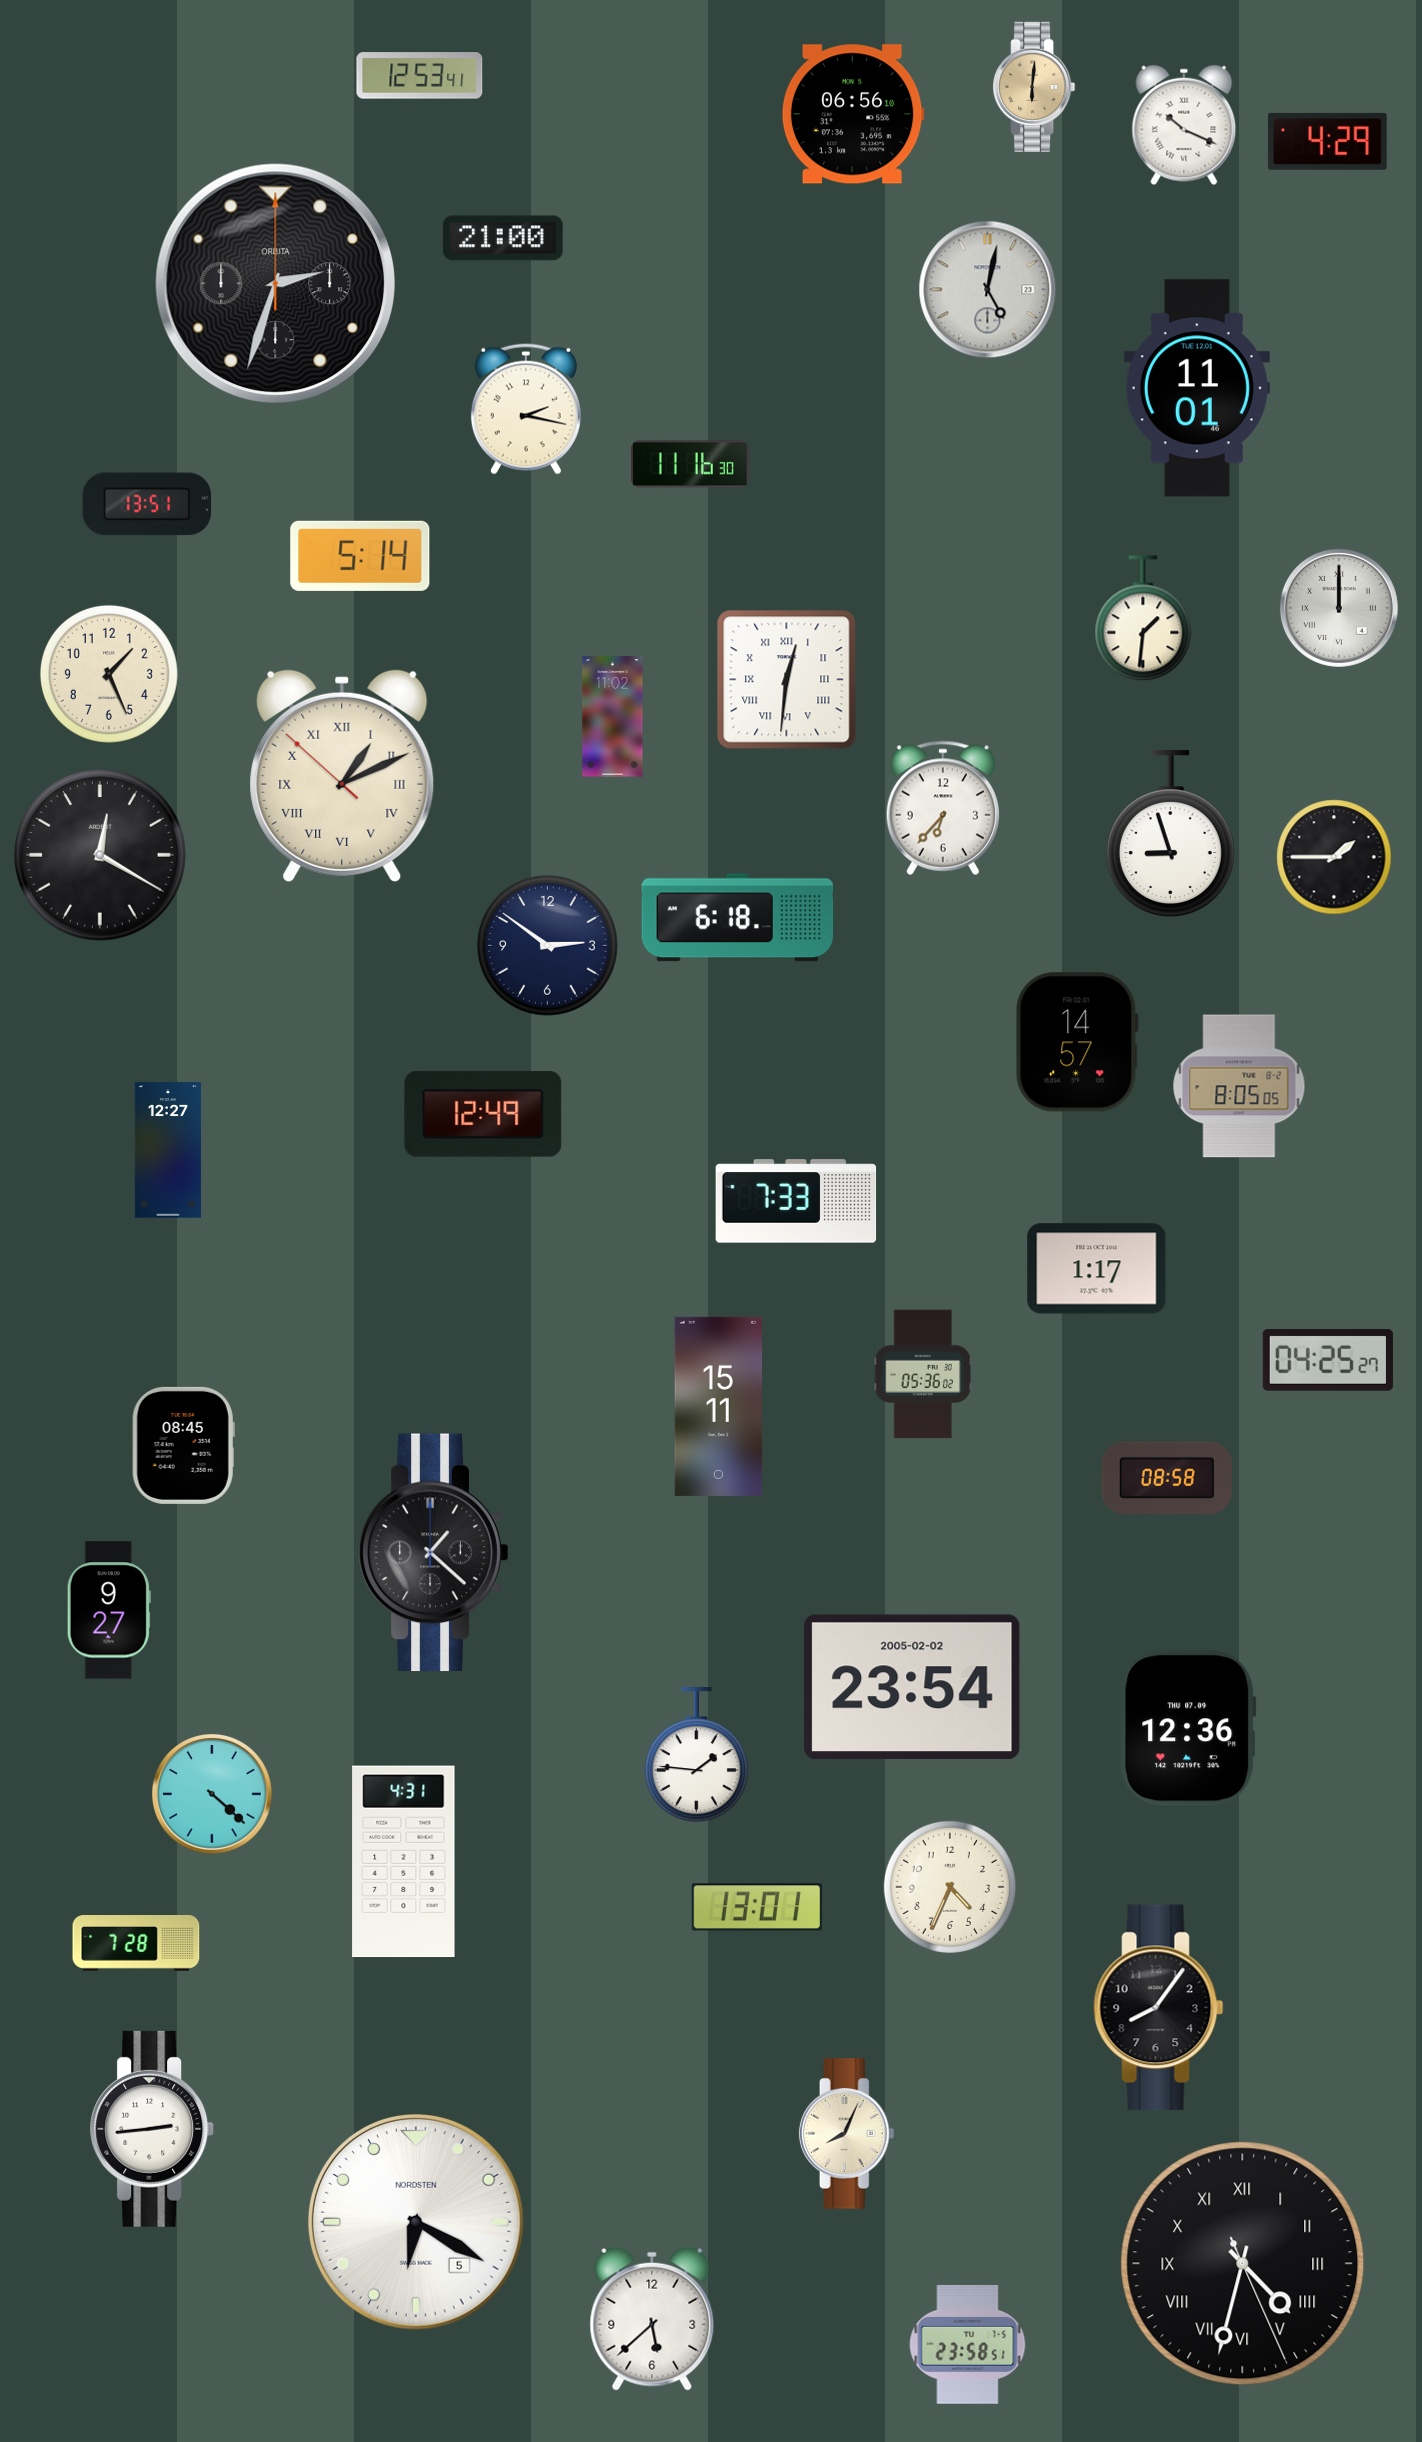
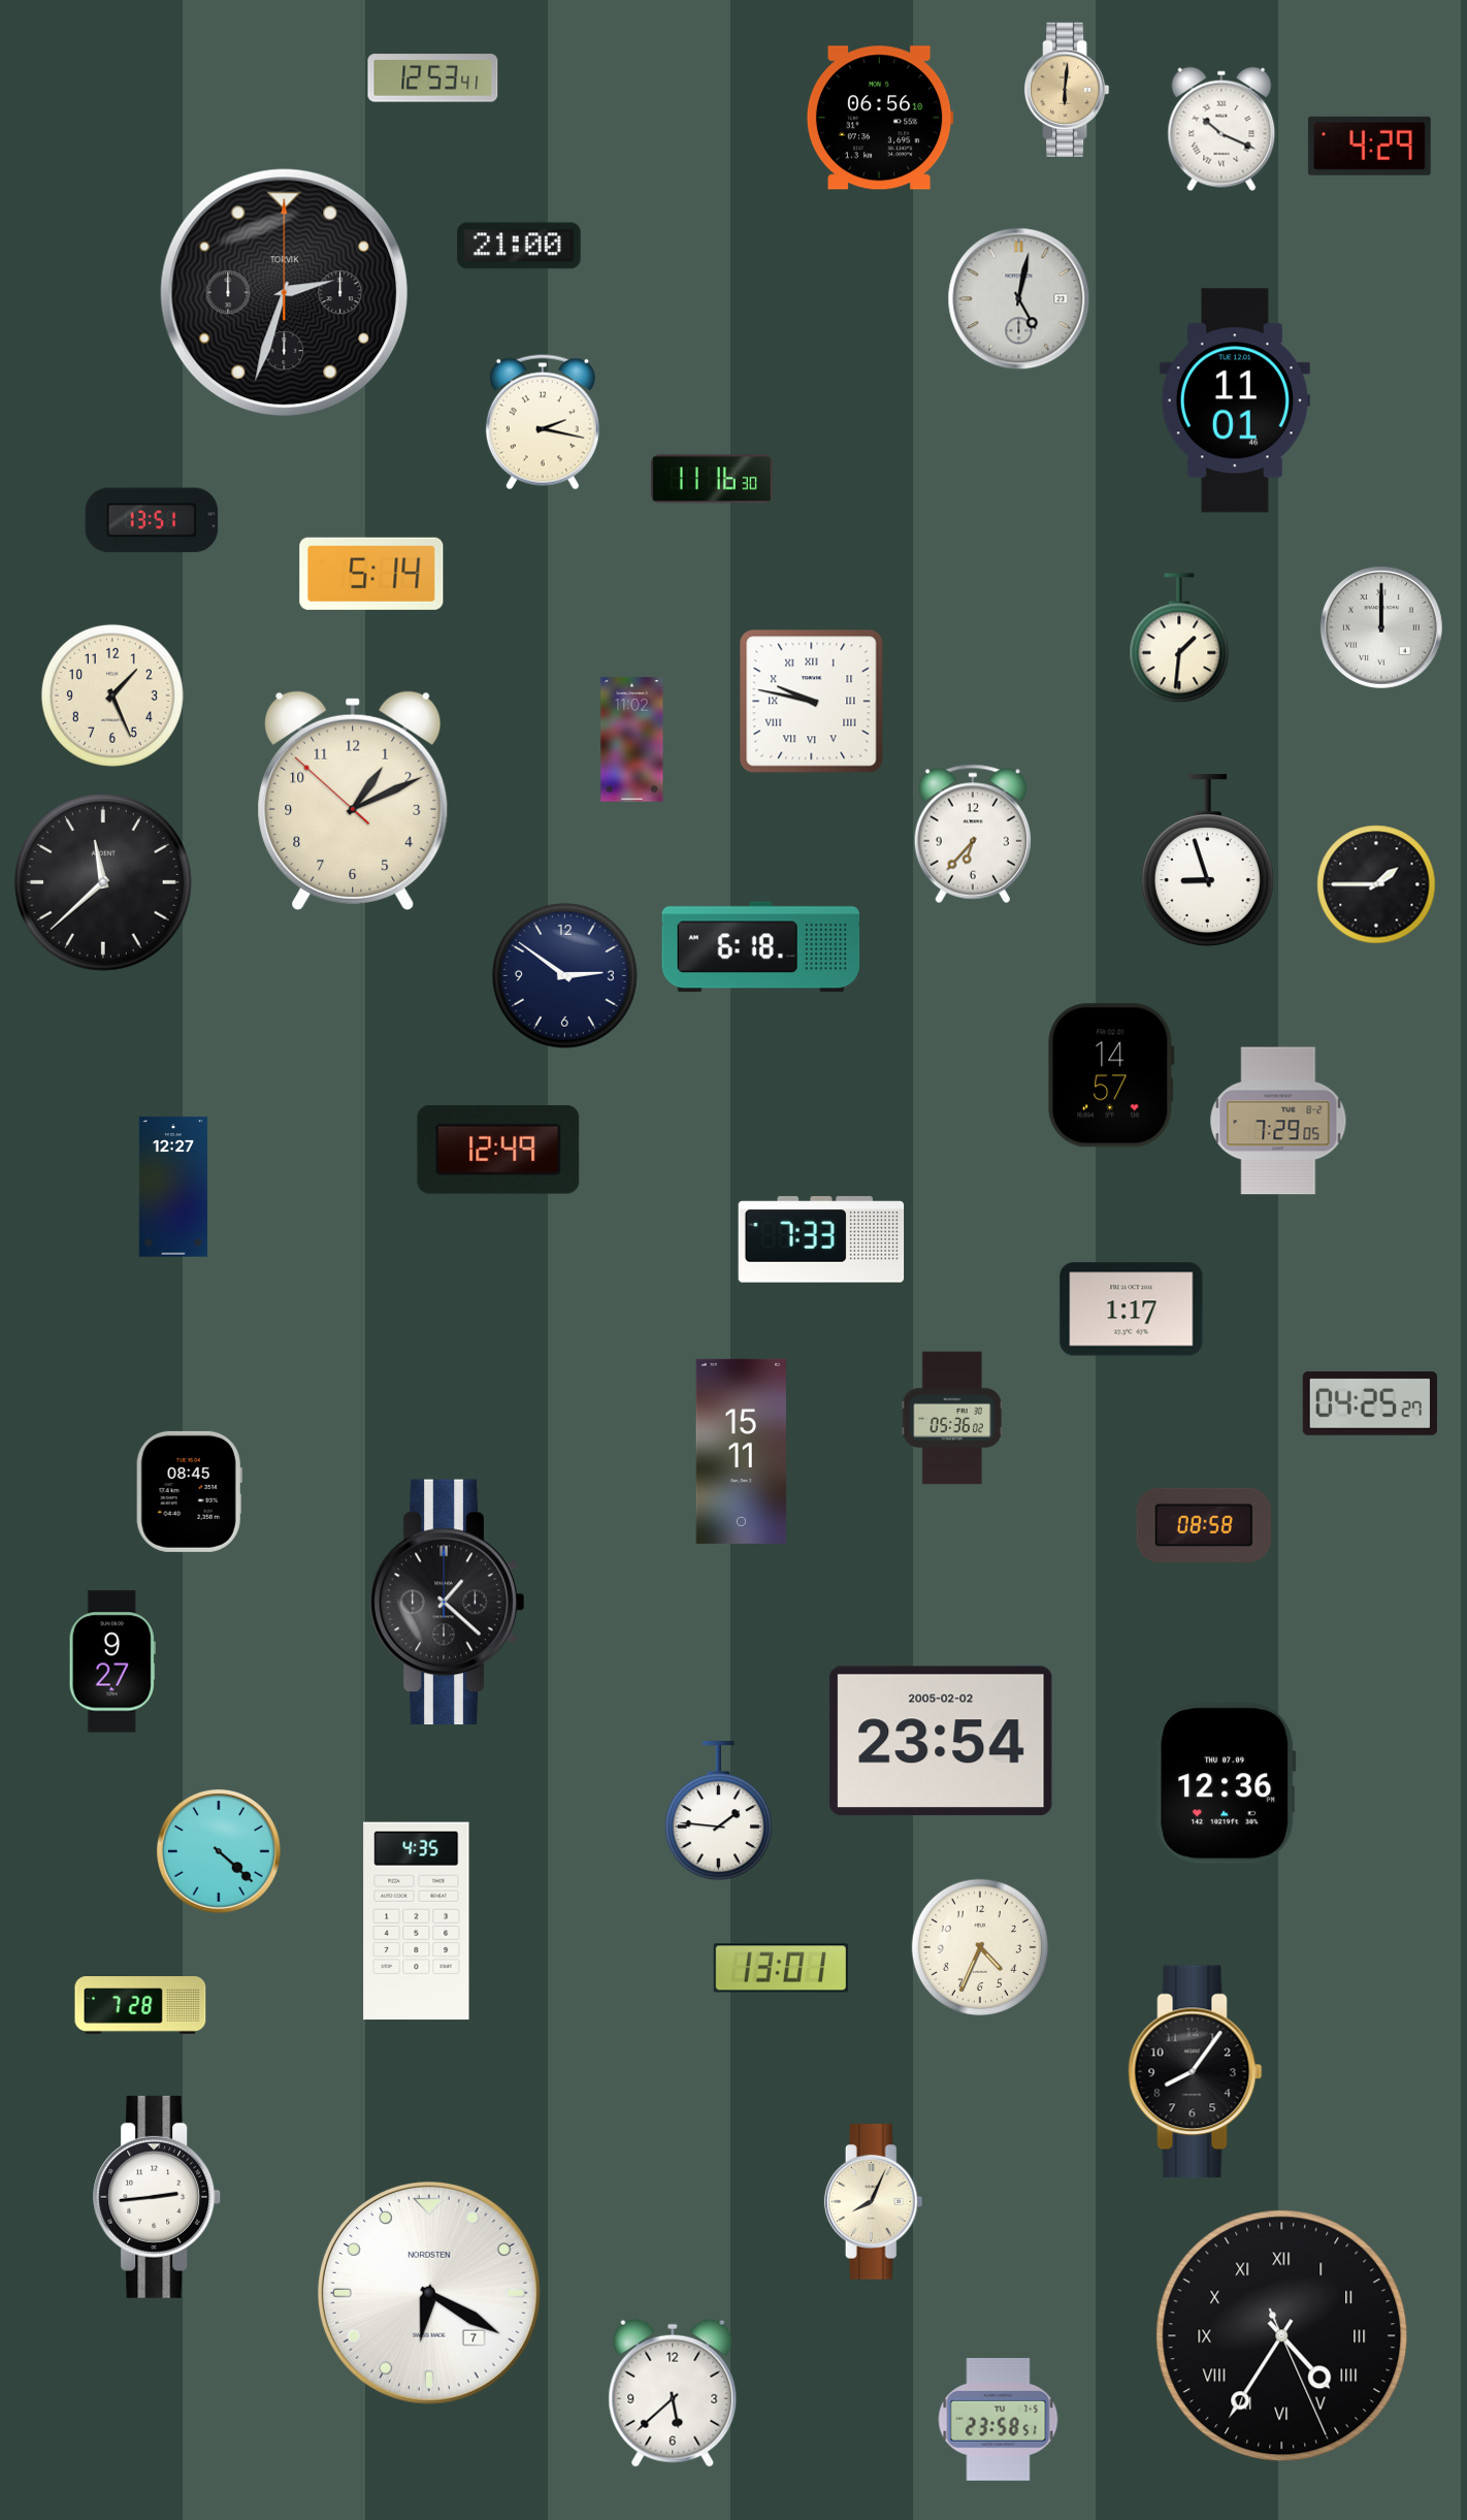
clock at (276, 284) brand: ORBITA -> TORVIK
clock at (787, 680): 12:31 -> 9:47
clock at (342, 776) numerals: Roman -> Arabic
clock at (100, 855): 12:20 -> 11:38
clock at (1239, 1086): 8:05 -> 7:29
clock at (404, 1862): 4:31 -> 4:35
clock at (416, 2222) date: 5 -> 7
clock at (1243, 2264): 4:32 -> 4:35
